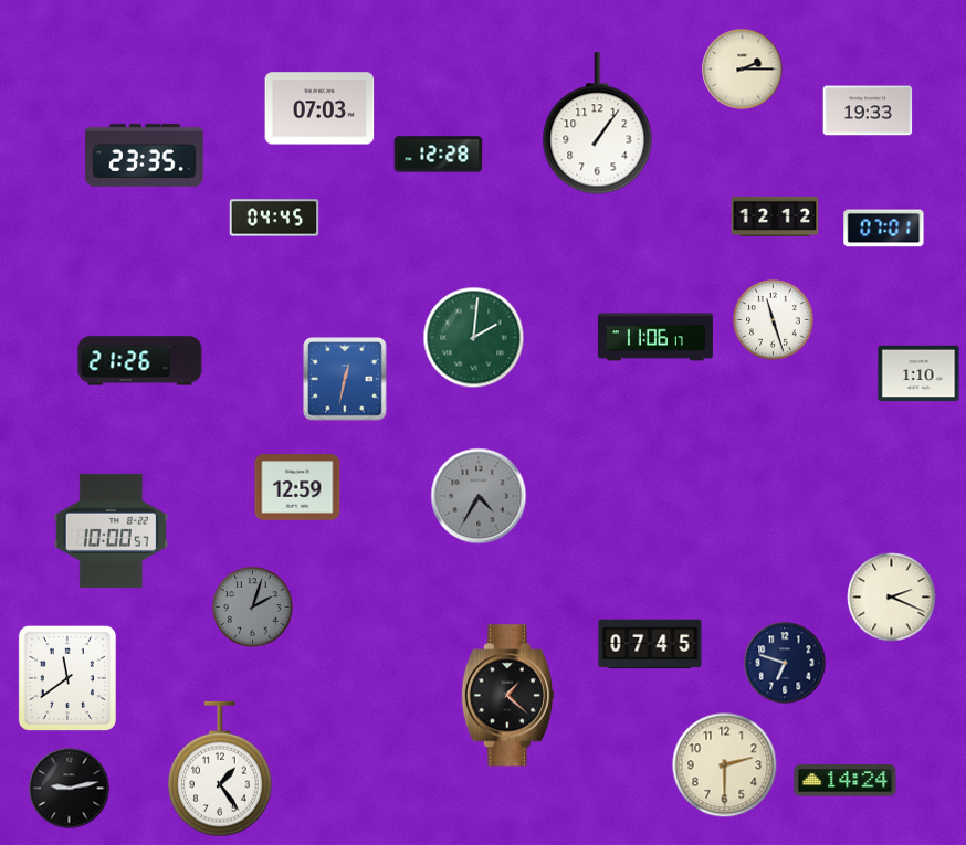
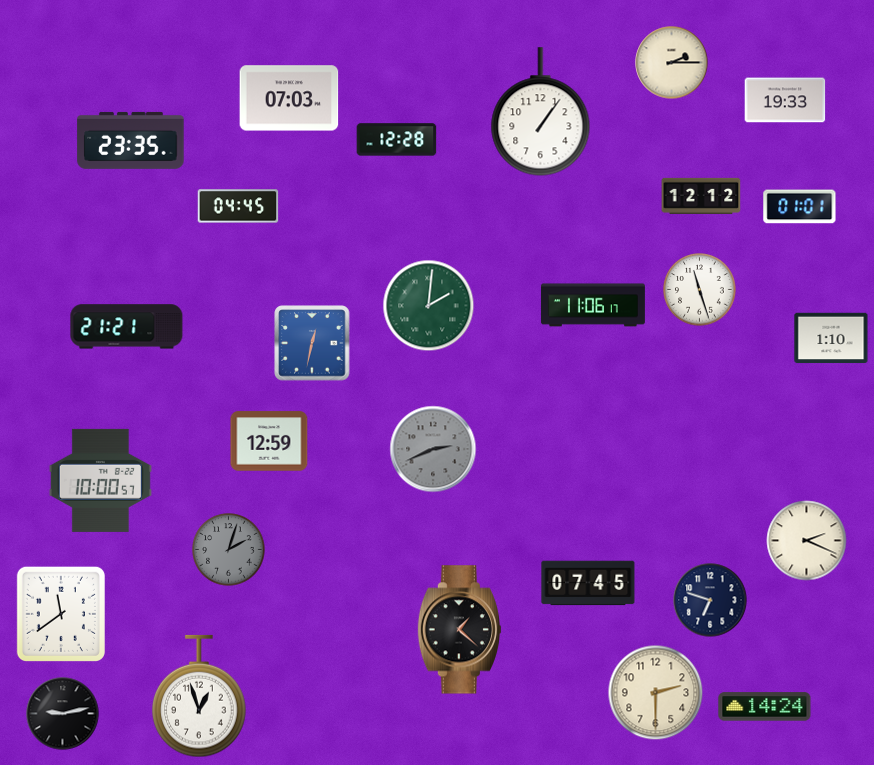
clock at (274, 218) position: (274, 218) -> (238, 206)
clock at (884, 229): 07:01 -> 01:01
clock at (140, 361): 21:26 -> 21:21
clock at (479, 496): 4:35 -> 2:41
clock at (220, 769): 1:24 -> 12:57
